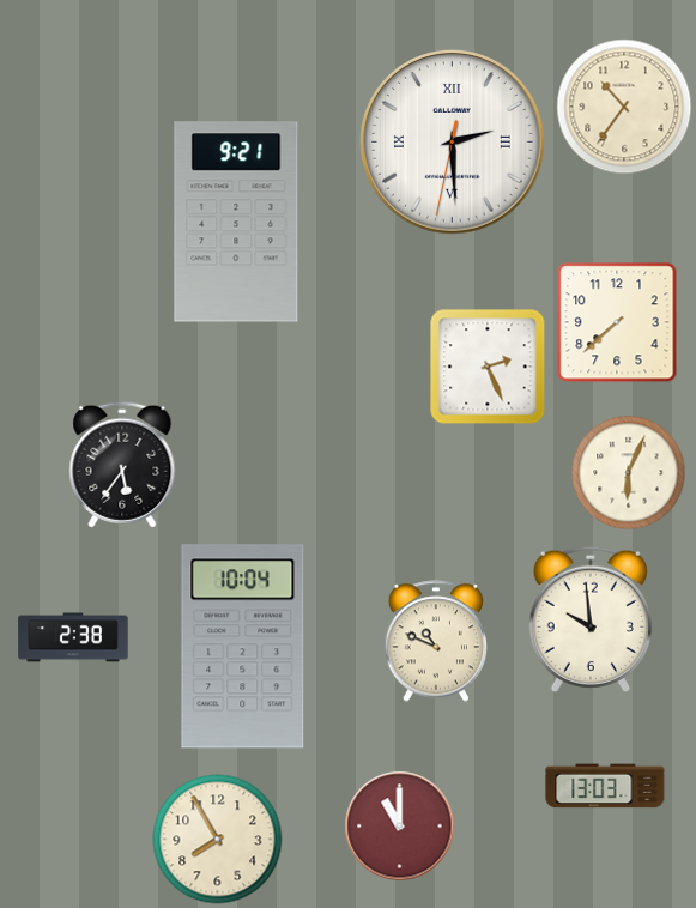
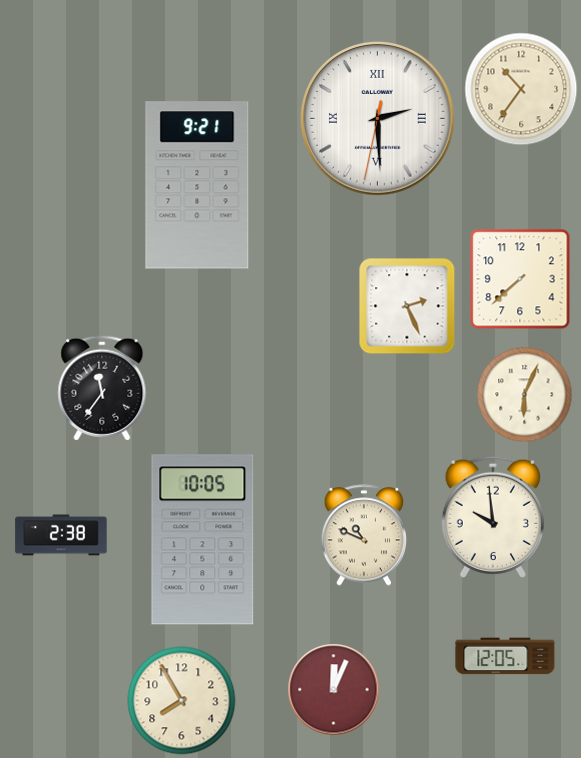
clock at (617, 322) position: (617, 322) -> (520, 279)
clock at (122, 465): 5:36 -> 11:36
clock at (73, 637) position: (73, 637) -> (61, 535)
clock at (243, 647): 10:04 -> 10:05
clock at (605, 786): 13:03 -> 12:05
clock at (400, 827): 11:00 -> 12:04
